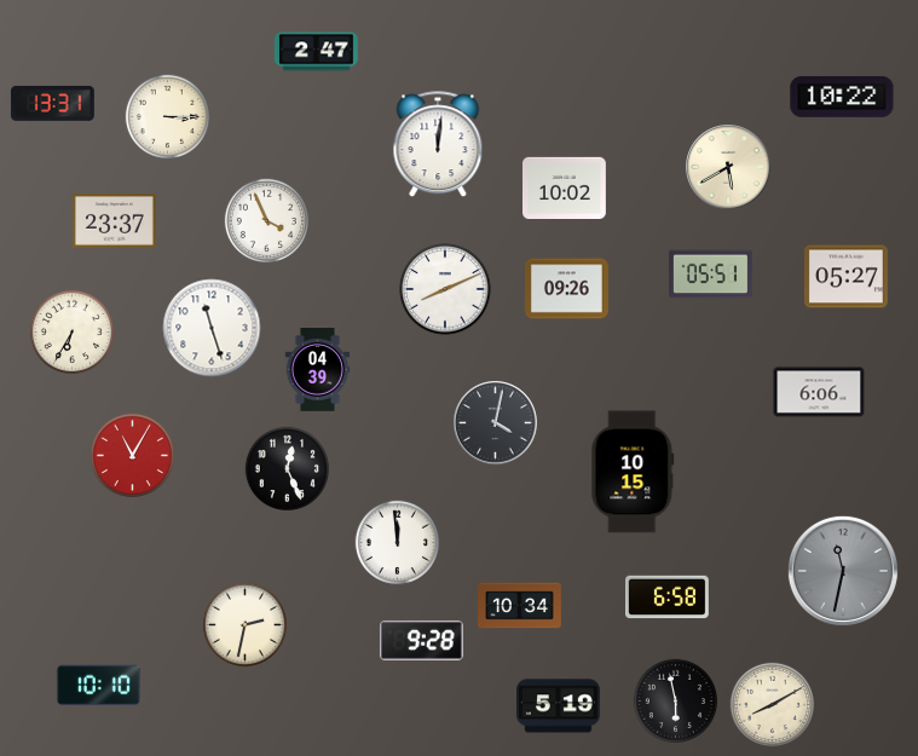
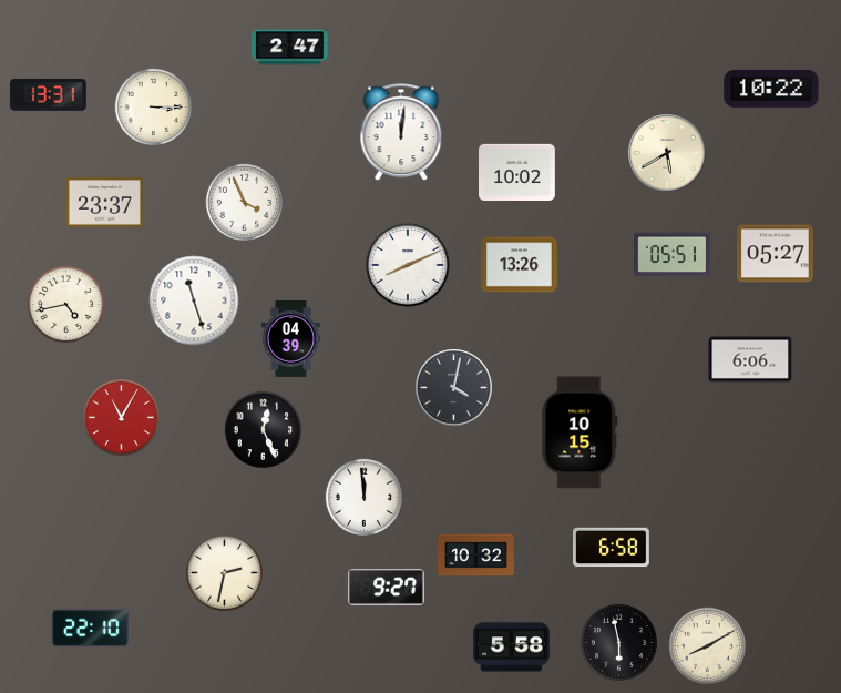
clock at (711, 275) position: (711, 275) -> (673, 255)
clock at (567, 289): 09:26 -> 13:26
clock at (71, 331): 6:35 -> 4:43
clock at (843, 571): 11:32 -> none
clock at (520, 606): 10:34 -> 10:32
clock at (421, 640): 9:28 -> 9:27
clock at (98, 686): 10:10 -> 22:10
clock at (559, 706): 5:19 -> 5:58
